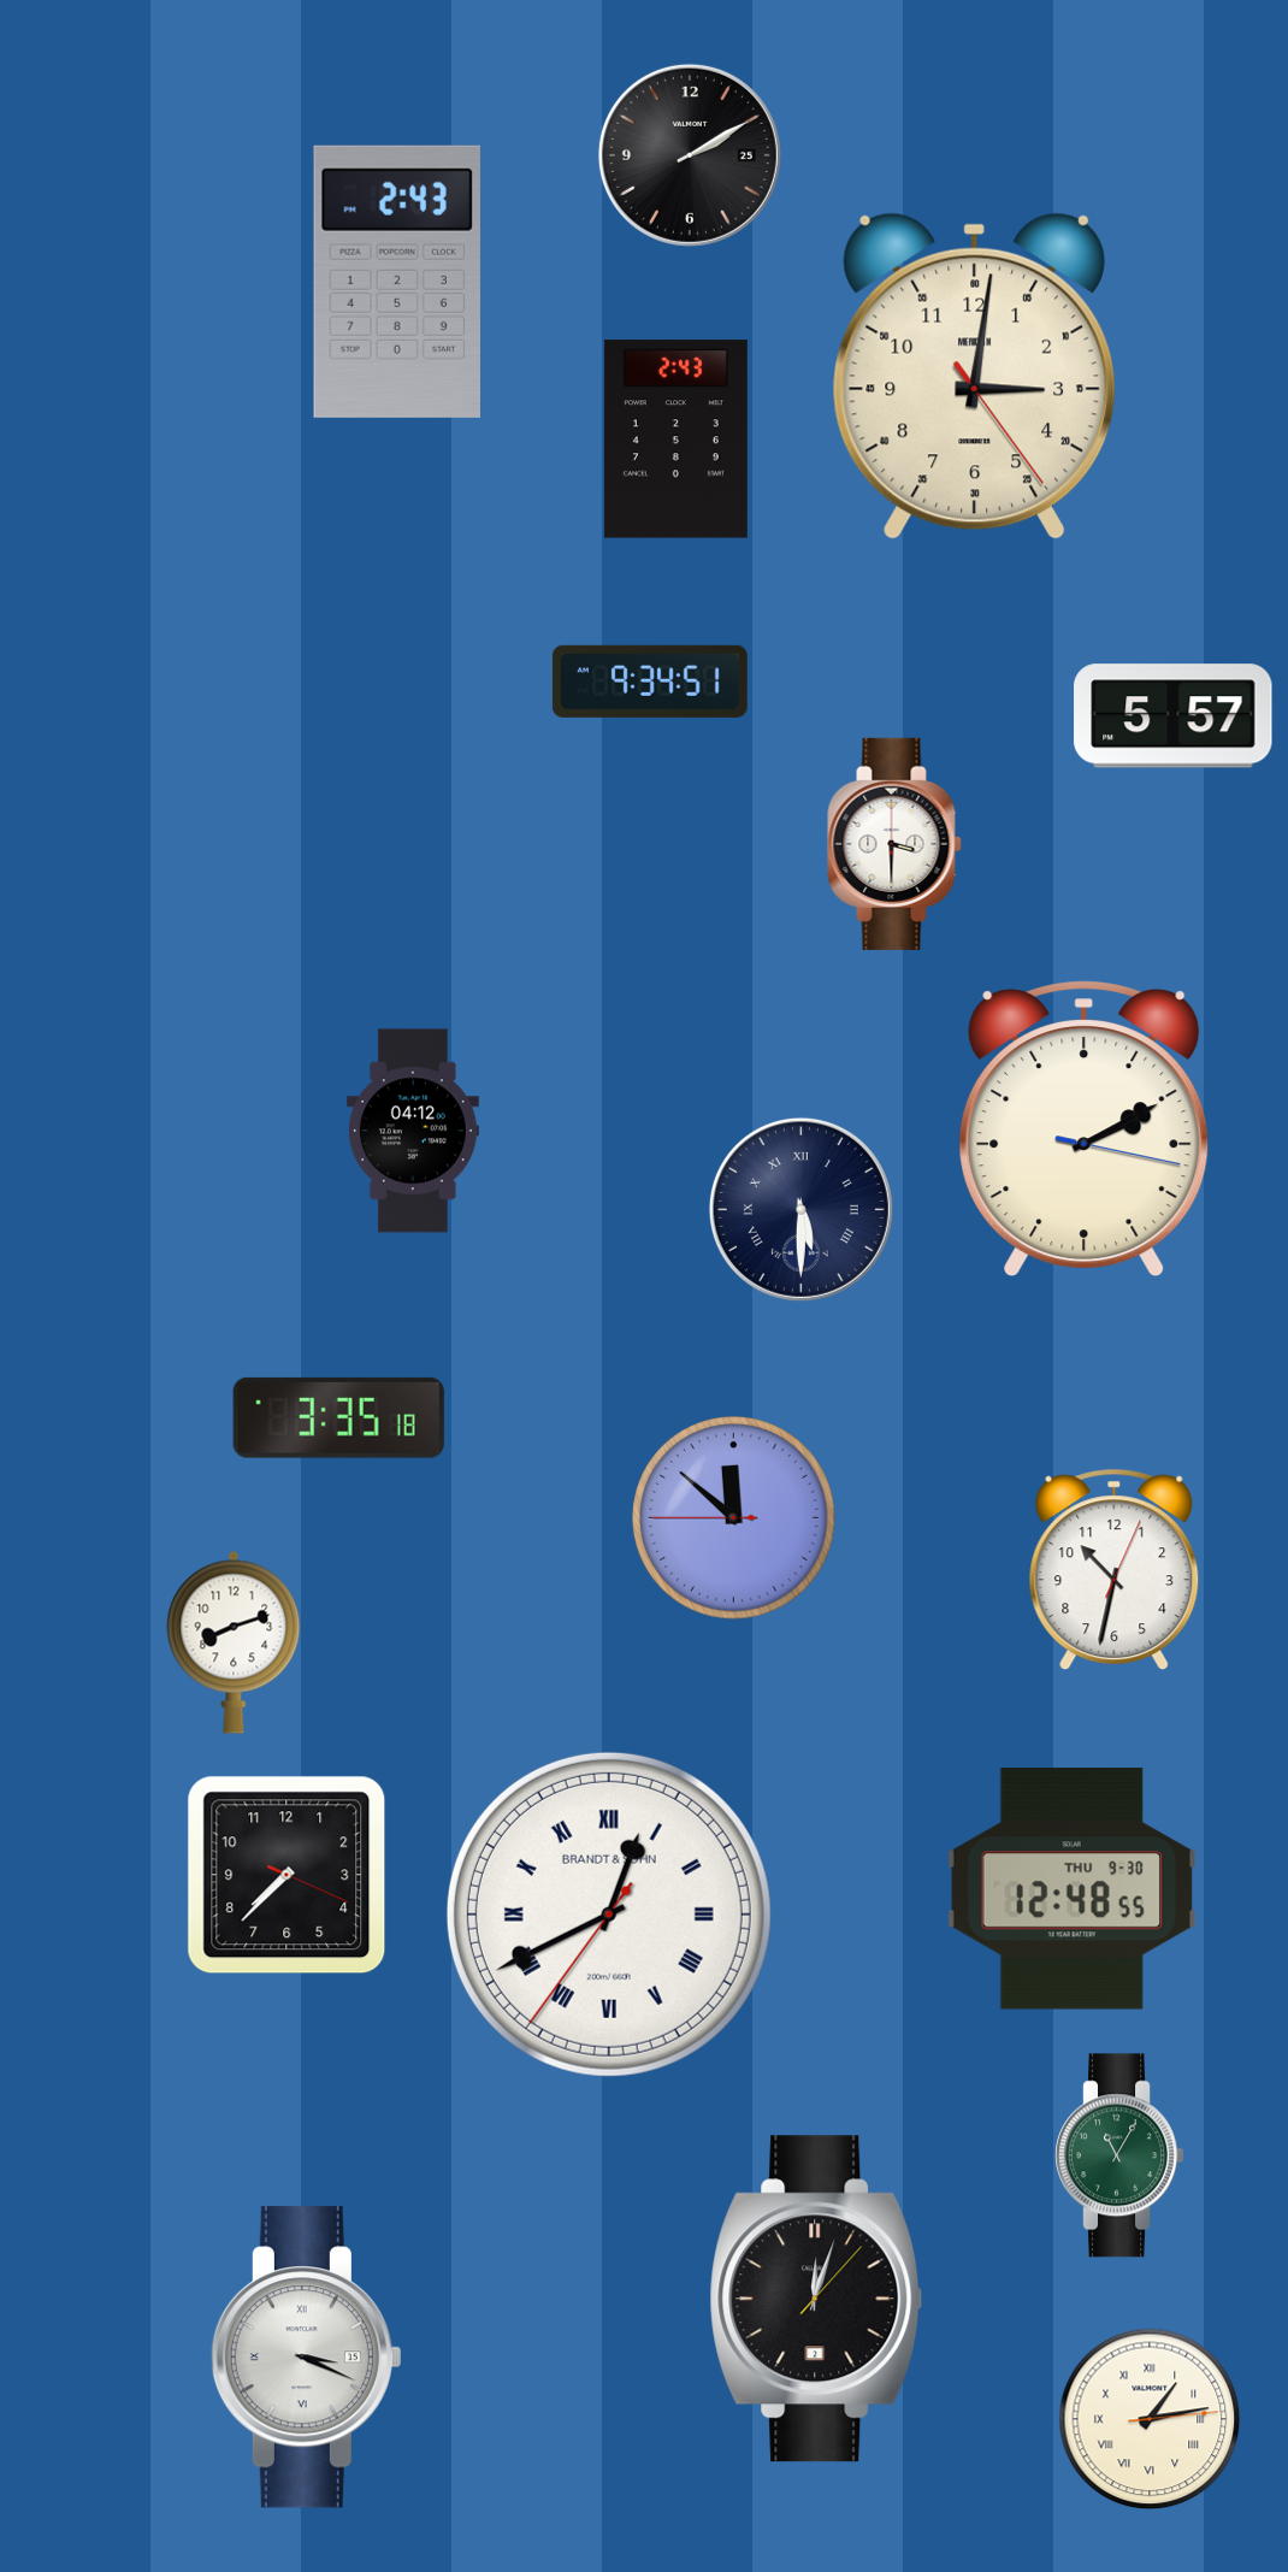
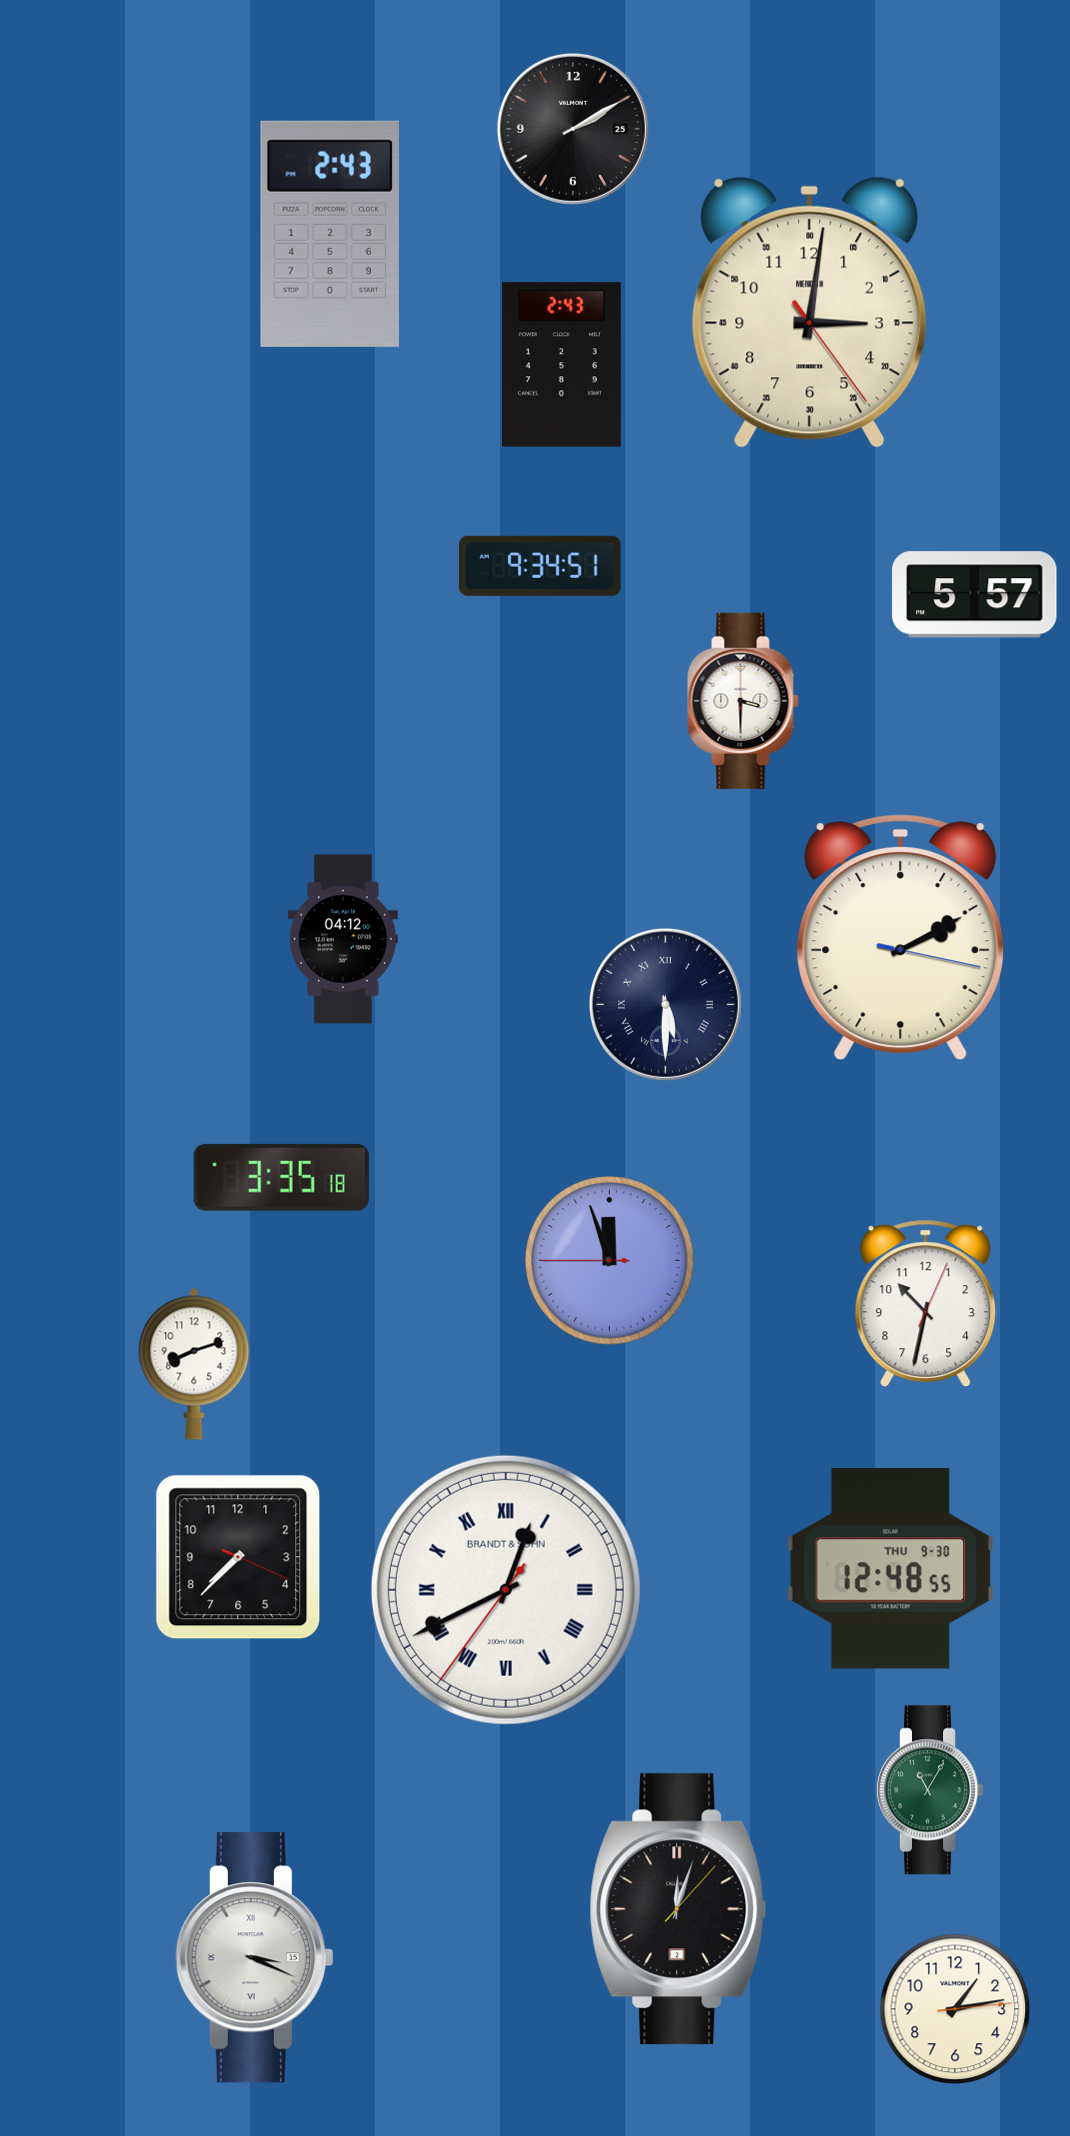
clock at (734, 1518): 11:51 -> 11:56
clock at (1150, 2419) numerals: Roman -> Arabic
